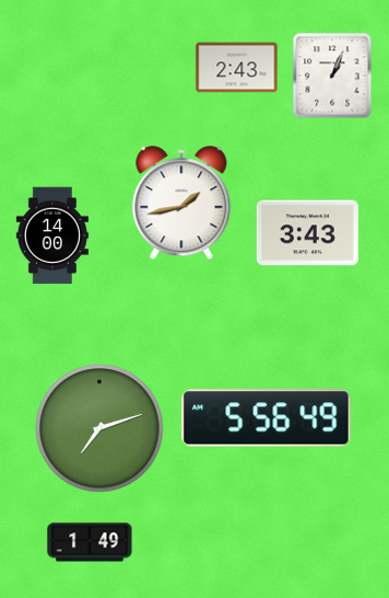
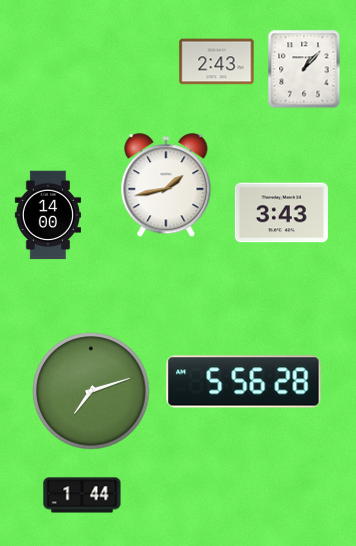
clock at (332, 76): 1:04 -> 1:07
clock at (267, 418): 5:56:49 -> 5:56:28
clock at (90, 542): 1:49 -> 1:44
